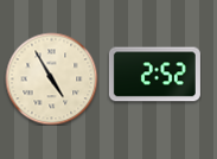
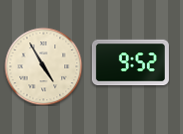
clock at (154, 75): 2:52 -> 9:52
